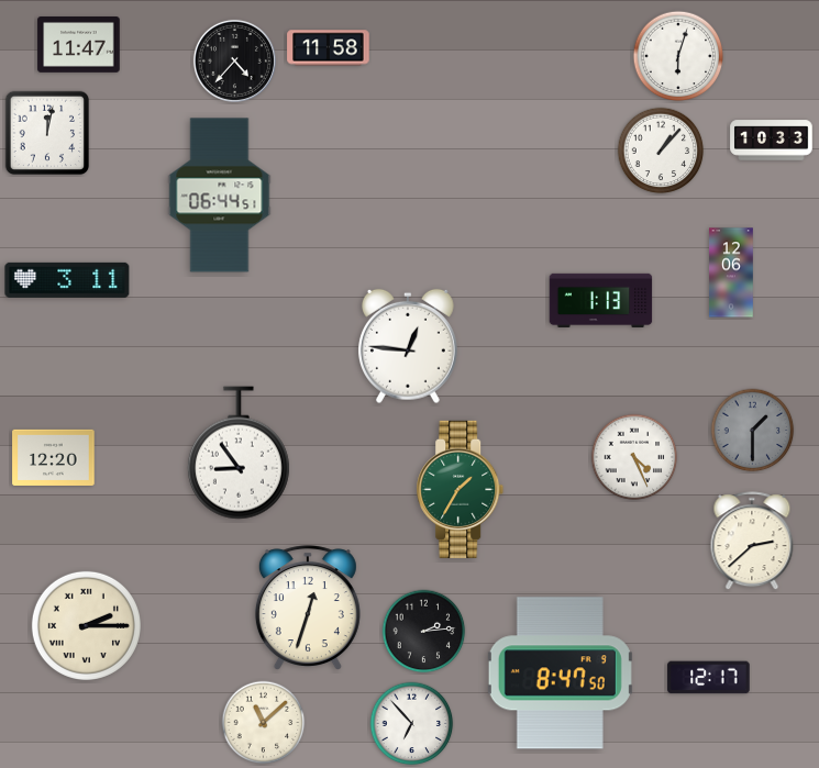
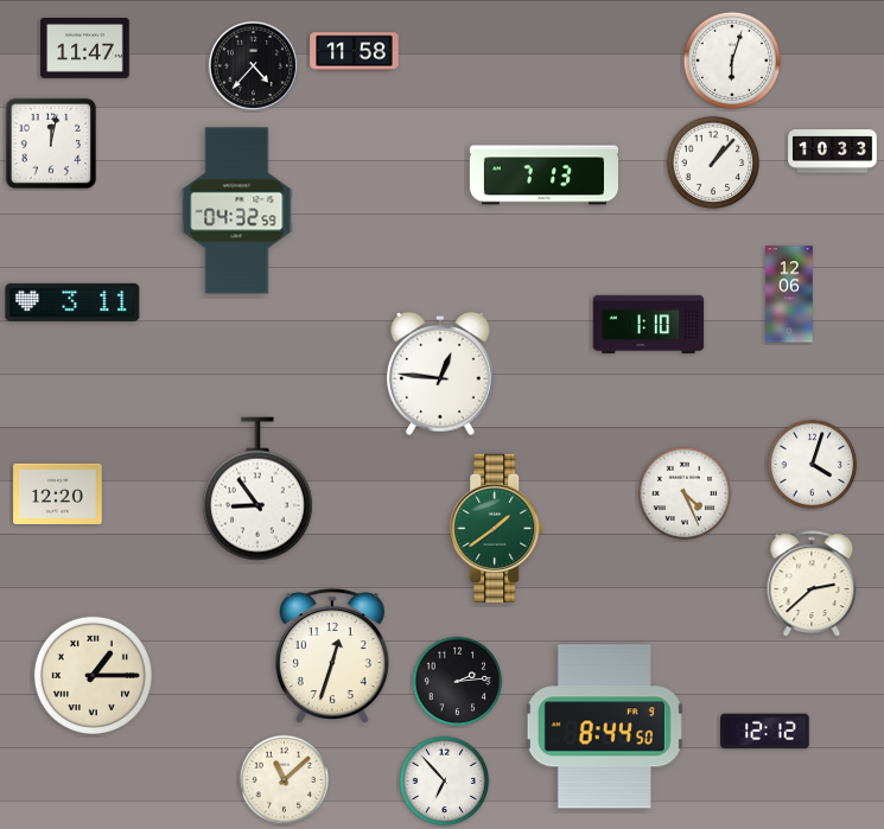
clock at (543, 176): none -> 7:13
clock at (220, 196): 06:44 -> 04:32
clock at (601, 300): 1:13 -> 1:10
clock at (753, 431): 1:30 -> 4:03
clock at (753, 431) dial: grey -> white
clock at (461, 489): 1:35 -> 1:39
clock at (86, 625): 2:15 -> 1:15
clock at (560, 674): 8:47 -> 8:44
clock at (709, 678): 12:17 -> 12:12
